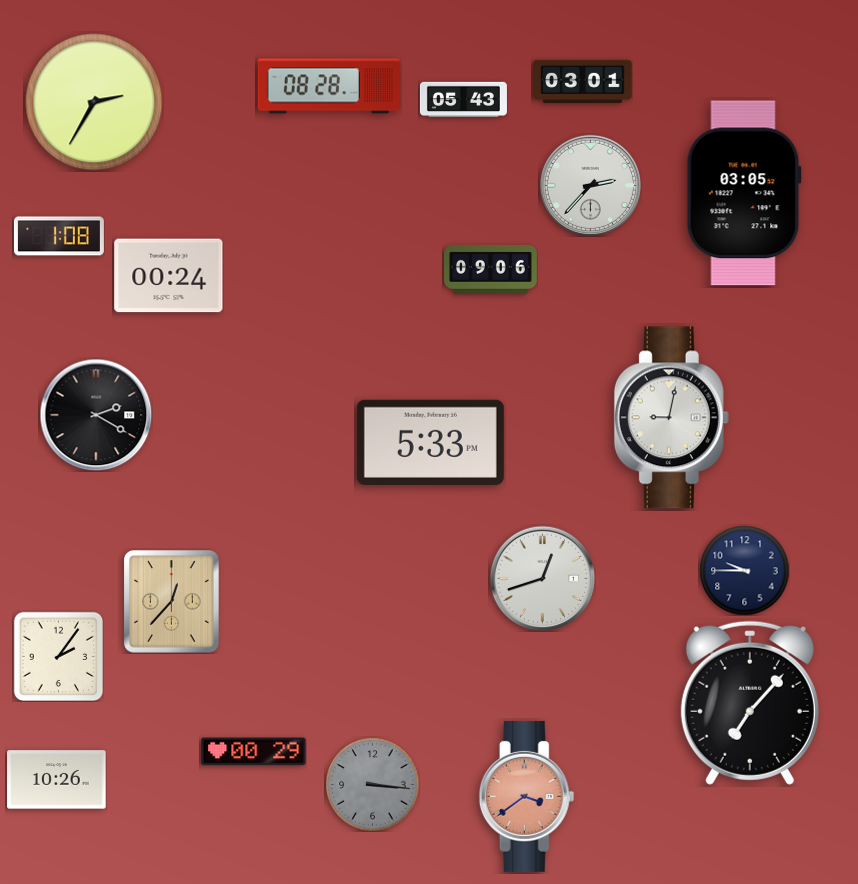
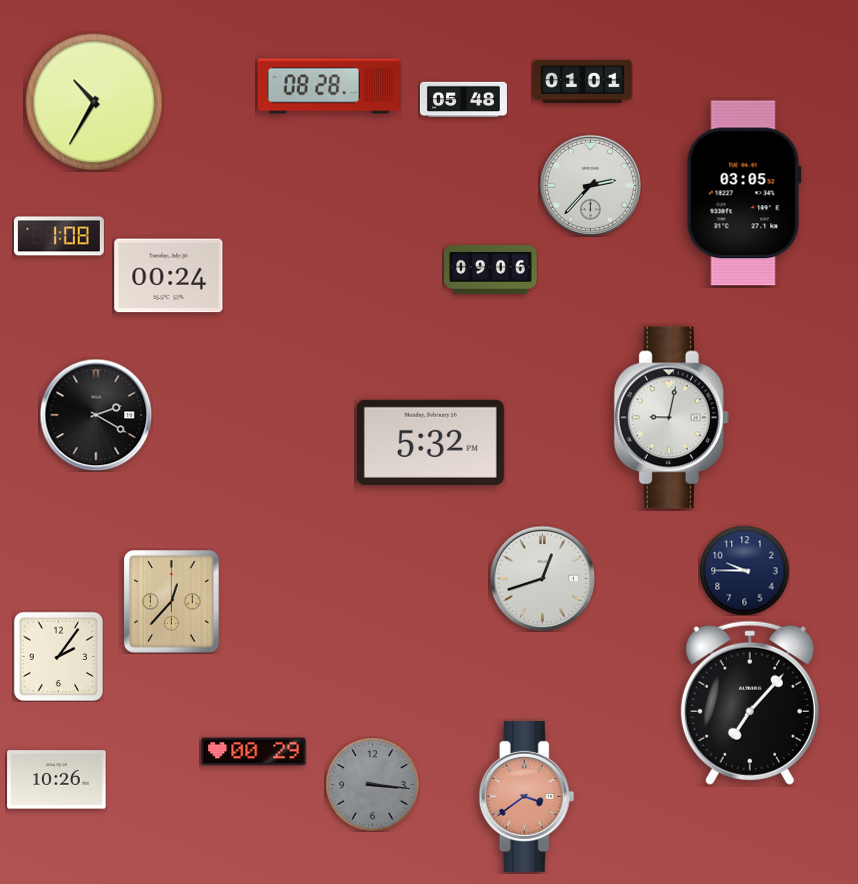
clock at (583, 81): 03:01 -> 01:01
clock at (463, 99): 05:43 -> 05:48
clock at (94, 102): 2:35 -> 10:35
clock at (430, 442): 5:33 -> 5:32
